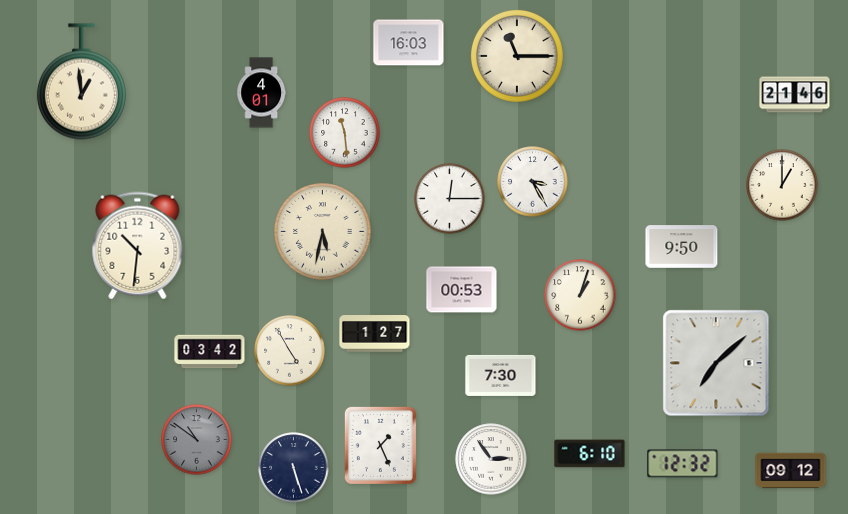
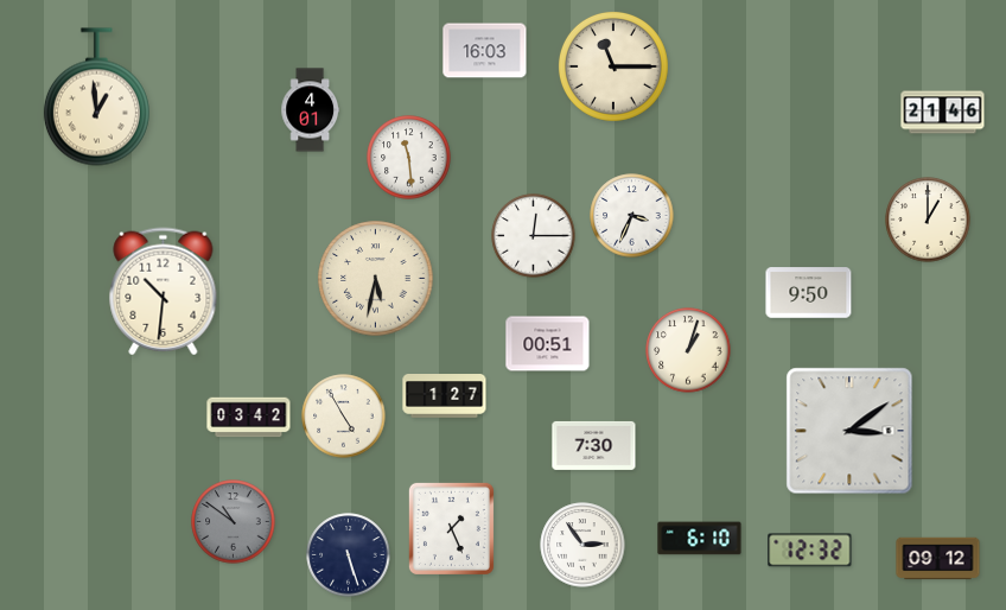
clock at (533, 182): 3:25 -> 3:34
clock at (323, 232) position: (323, 232) -> (376, 279)
clock at (462, 290): 00:53 -> 00:51
clock at (716, 363): 7:08 -> 3:09
